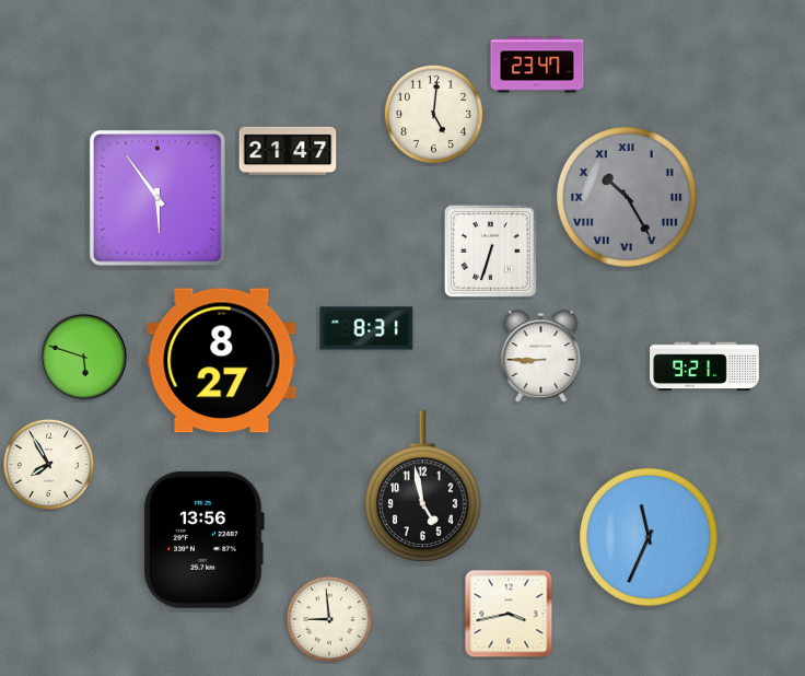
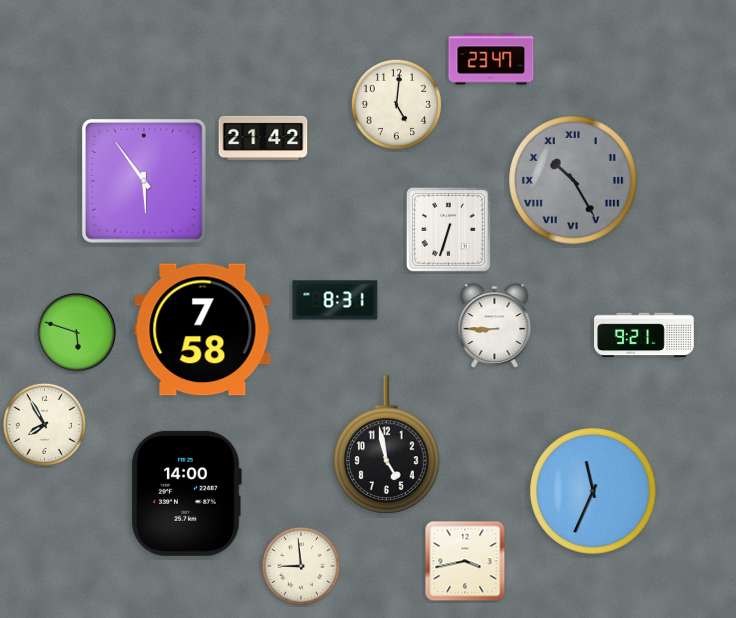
clock at (288, 151): 21:47 -> 21:42
clock at (83, 357) position: (83, 357) -> (76, 332)
clock at (222, 361): 8:27 -> 7:58
clock at (203, 539): 13:56 -> 14:00
